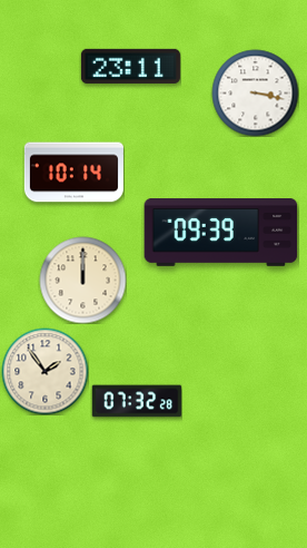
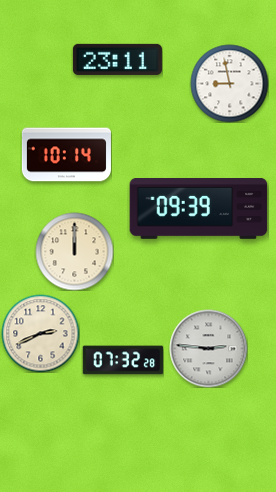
clock at (255, 92): 3:17 -> 8:58
clock at (44, 371): 1:54 -> 2:41
clock at (208, 348): none -> 2:46
